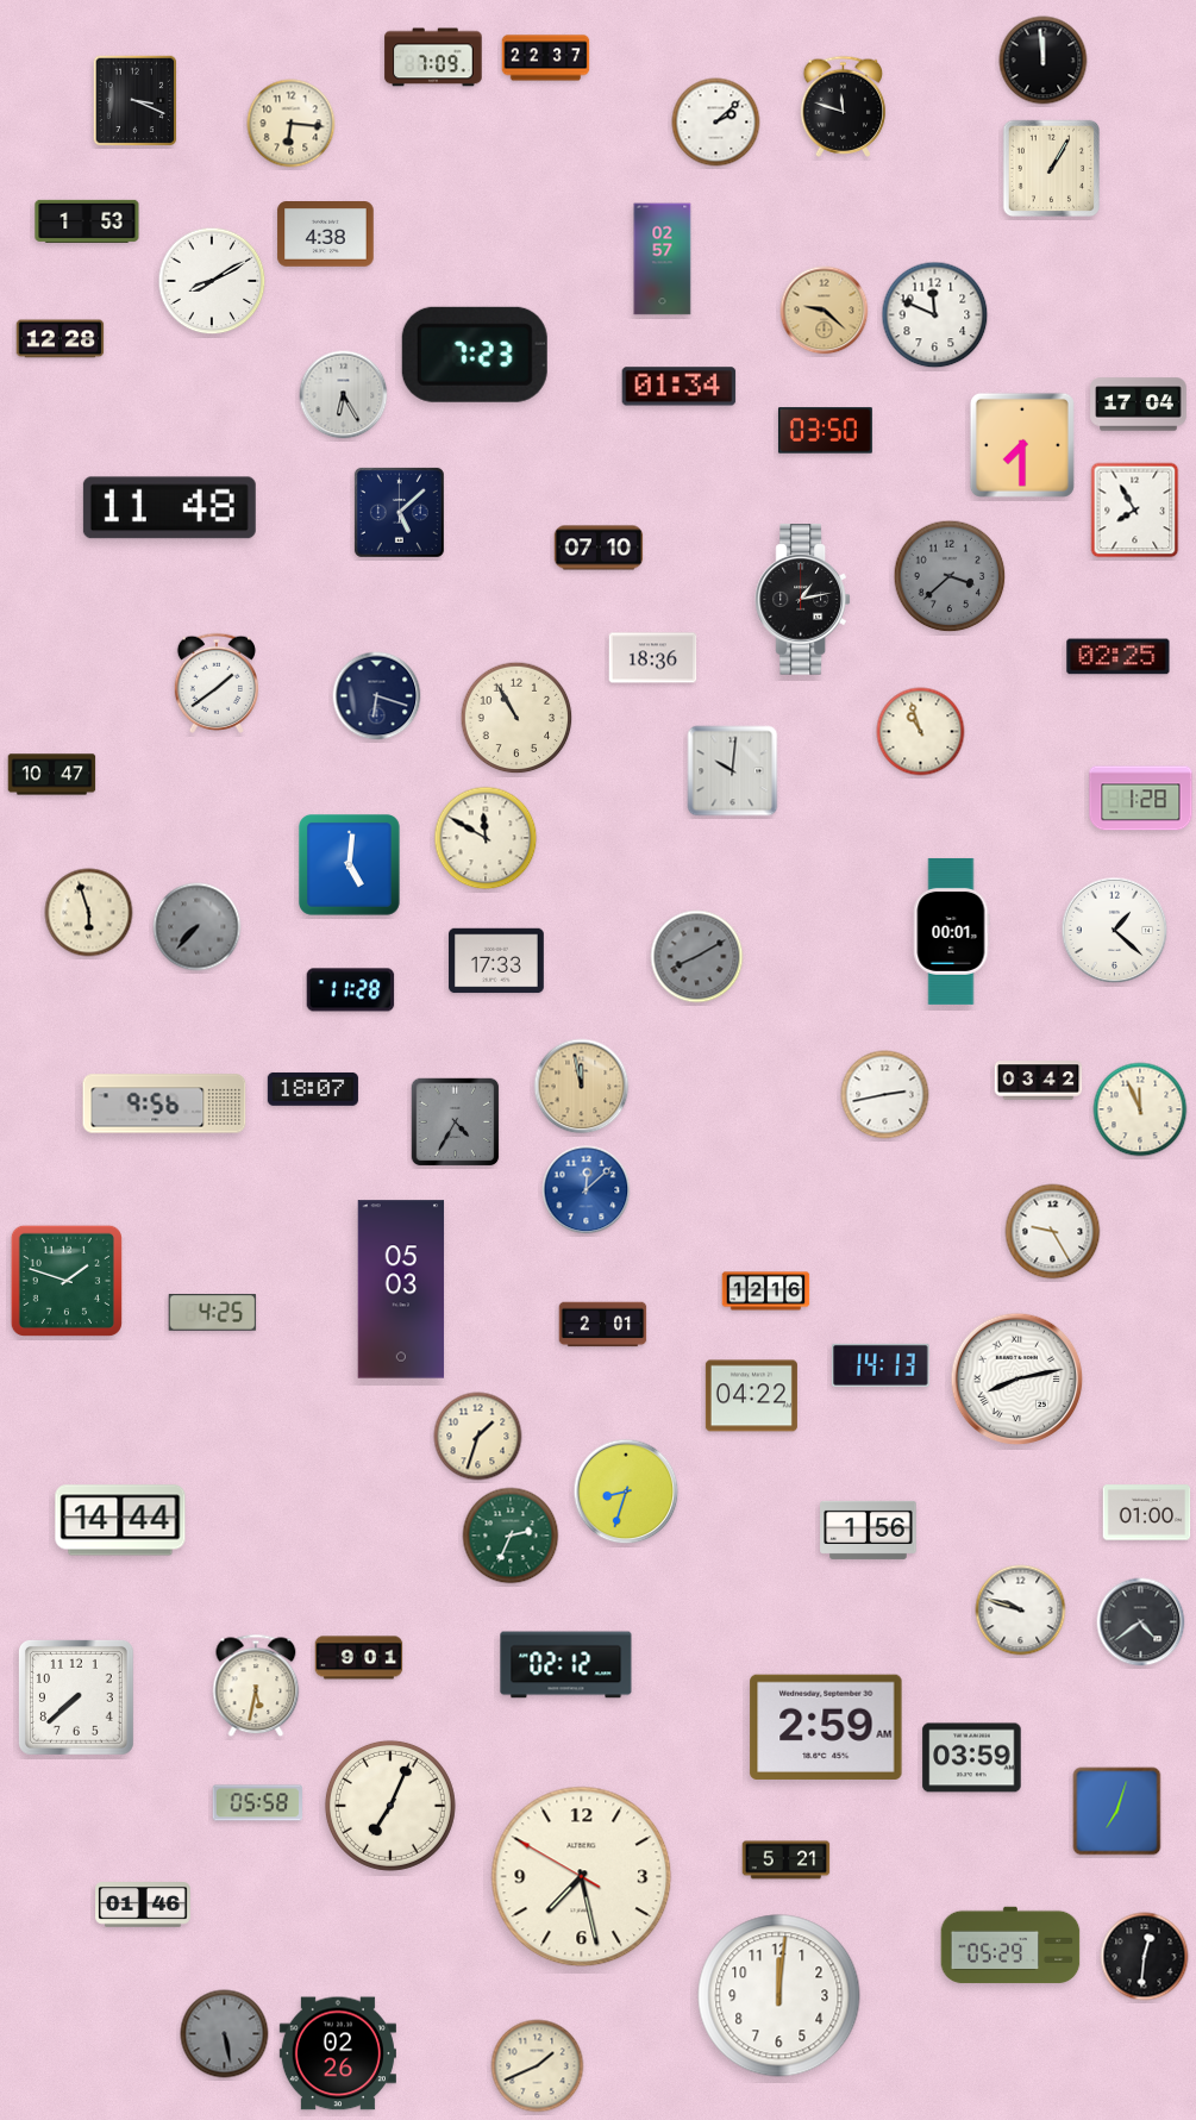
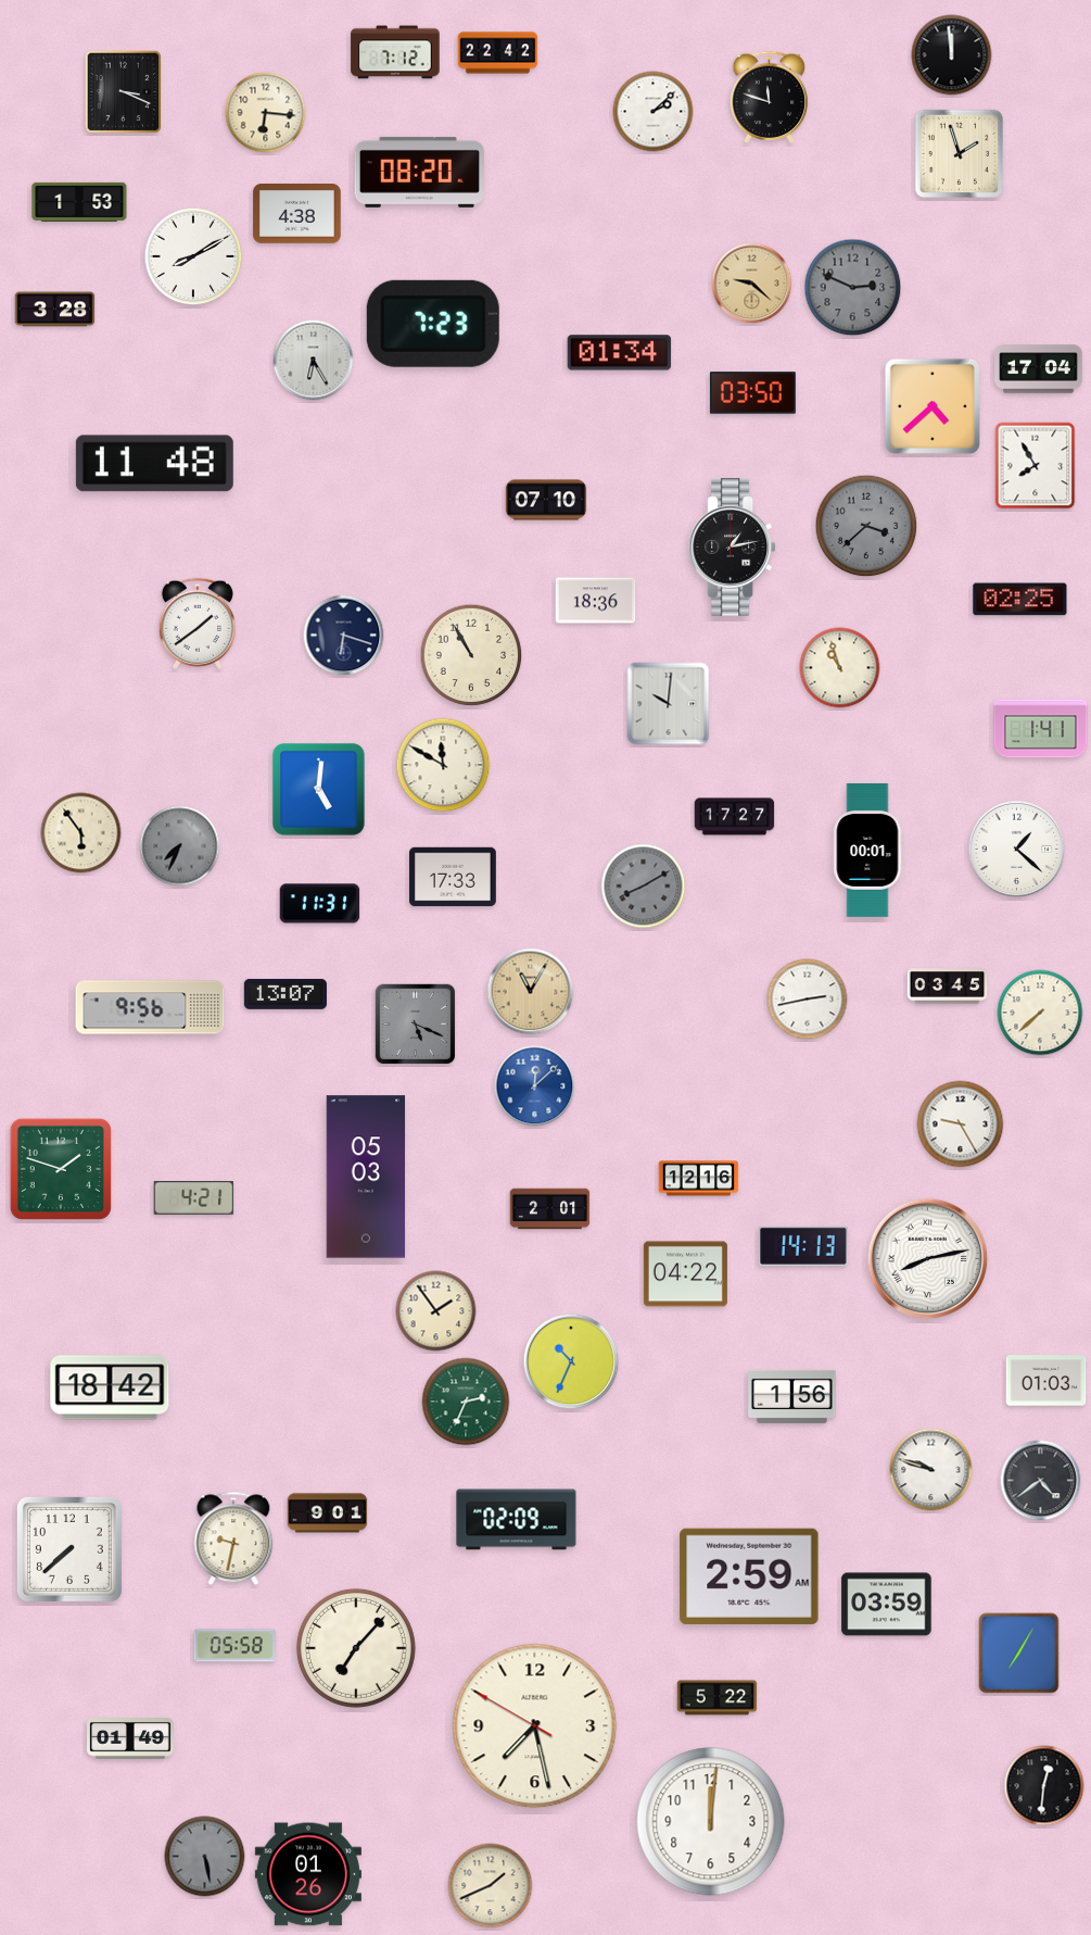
clock at (433, 57): 7:09 -> 7:12
clock at (546, 58): 22:37 -> 22:42
clock at (1051, 168): 1:05 -> 1:57
clock at (419, 172): none -> 08:20
clock at (663, 259): 02:57 -> none
clock at (935, 315): 11:49 -> 2:49
clock at (935, 315) dial: white -> grey
clock at (61, 339): 12:28 -> 3:28
clock at (1022, 445): 7:30 -> 4:38
clock at (399, 512): 5:08 -> none
clock at (52, 775): 10:47 -> none
clock at (1141, 799): 1:28 -> 1:41
clock at (735, 817): none -> 17:27
clock at (89, 913): 5:57 -> 5:54
clock at (198, 927): 7:37 -> 7:34
clock at (697, 957) position: (697, 957) -> (644, 887)
clock at (351, 990): 11:28 -> 11:31
clock at (1039, 1081): 03:42 -> 03:45
clock at (582, 1087): 11:58 -> 11:05
clock at (313, 1089): 18:07 -> 13:07
clock at (1140, 1109): 11:56 -> 7:38
clock at (456, 1122): 4:35 -> 5:19
clock at (213, 1313): 4:25 -> 4:21
clock at (478, 1437): 1:33 -> 1:54
clock at (626, 1491): 8:33 -> 10:34
clock at (1147, 1513): 01:00 -> 01:03
clock at (120, 1520): 14:44 -> 18:42
clock at (566, 1665): 02:12 -> 02:09
clock at (256, 1686): 5:32 -> 9:32
clock at (826, 1727) position: (826, 1727) -> (749, 1576)
clock at (390, 1806): 7:04 -> 7:07
clock at (1117, 1812): 7:03 -> 7:05
clock at (787, 1861): 5:21 -> 5:22
clock at (582, 1877) position: (582, 1877) -> (535, 1726)
clock at (143, 1906): 01:46 -> 01:49
clock at (1010, 1945): 05:29 -> none
clock at (338, 2053): 02:26 -> 01:26
